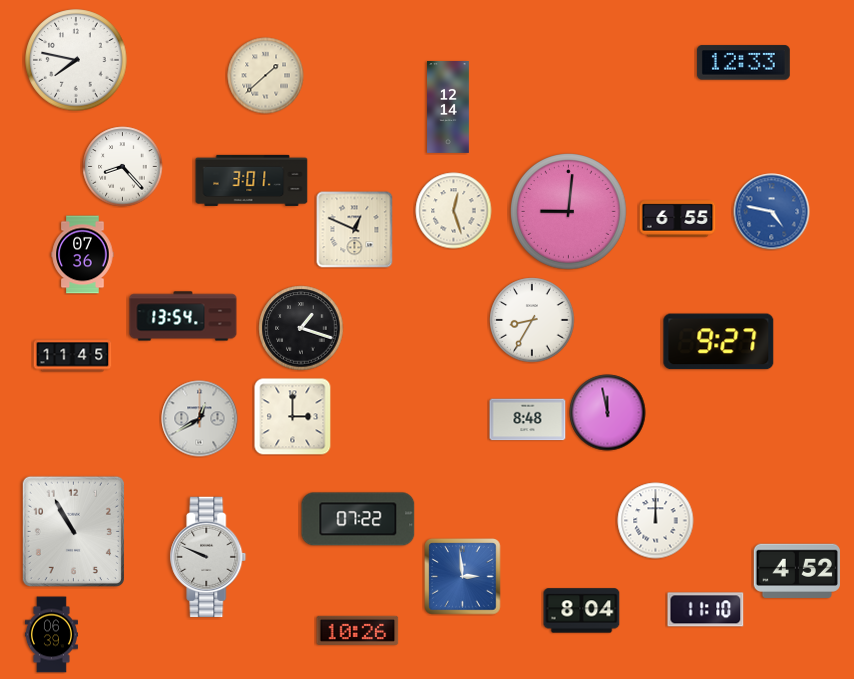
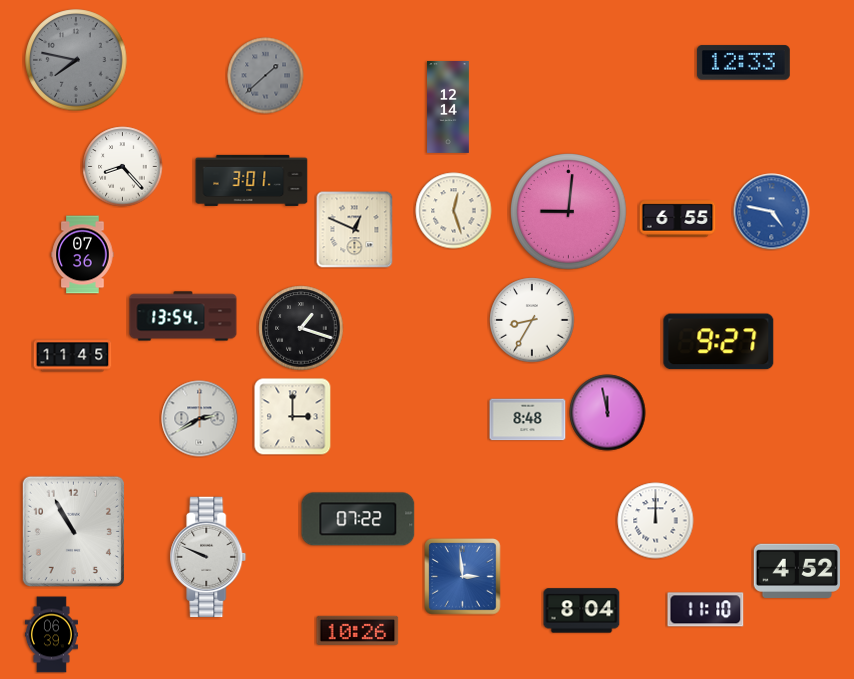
clock at (76, 60) dial: white -> grey
clock at (266, 76) dial: cream -> grey
clock at (200, 419): 12:40 -> 2:40
